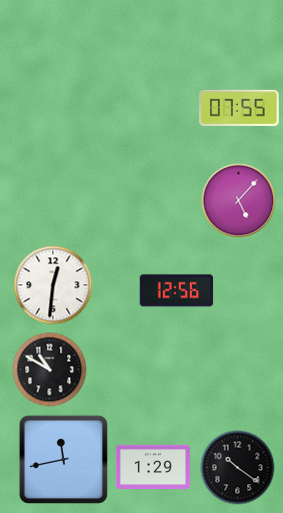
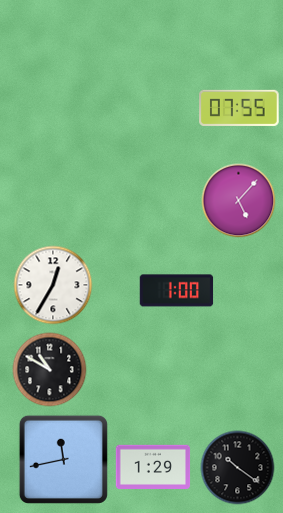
clock at (53, 285): 12:31 -> 12:35
clock at (177, 291): 12:56 -> 1:00
